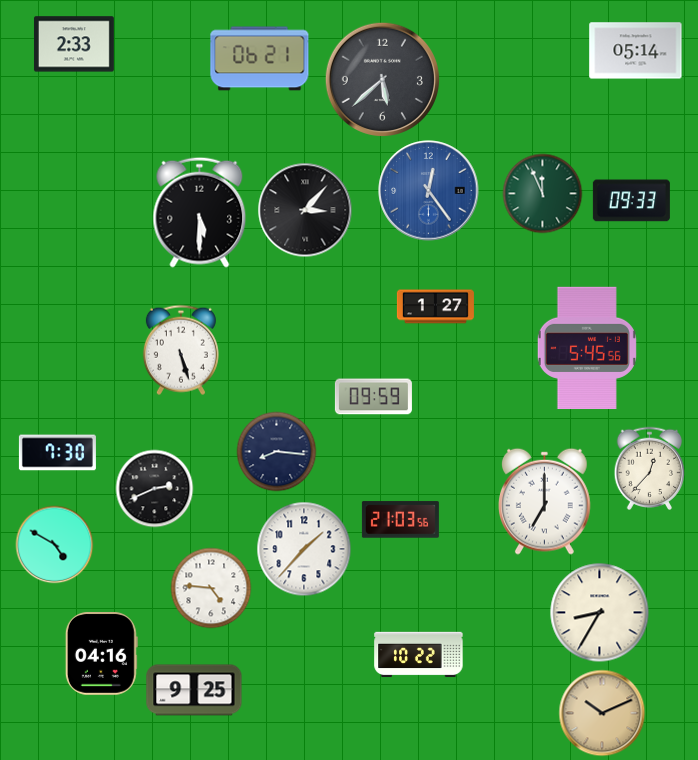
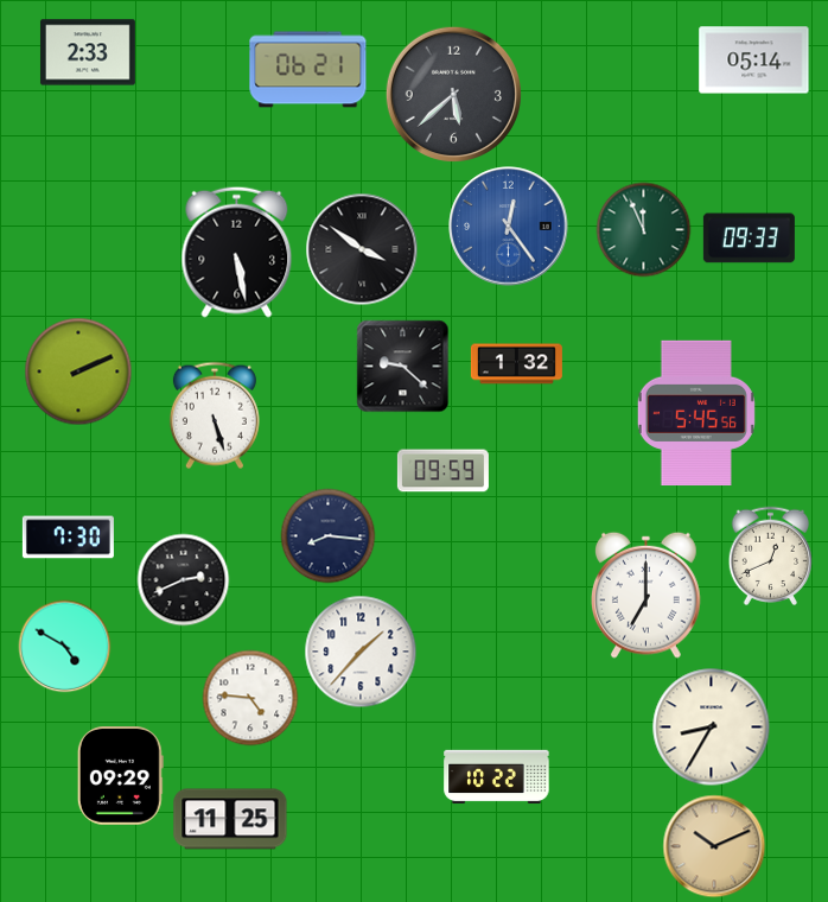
clock at (305, 210): 3:07 -> 3:51
clock at (200, 212): 5:30 -> 5:28
clock at (435, 307): 1:27 -> 1:32
clock at (402, 366): none -> 9:22
clock at (78, 371): none -> 2:11
clock at (650, 468): 12:37 -> 12:41
clock at (400, 520): 21:03 -> none
clock at (101, 654): 04:16 -> 09:29
clock at (194, 690): 9:25 -> 11:25
